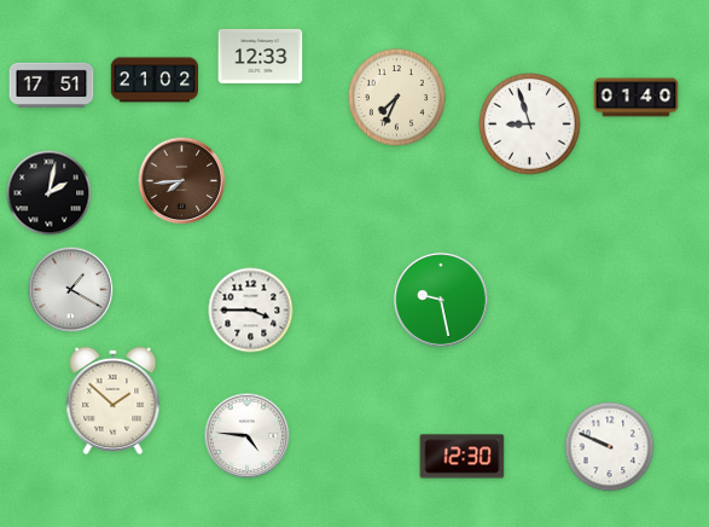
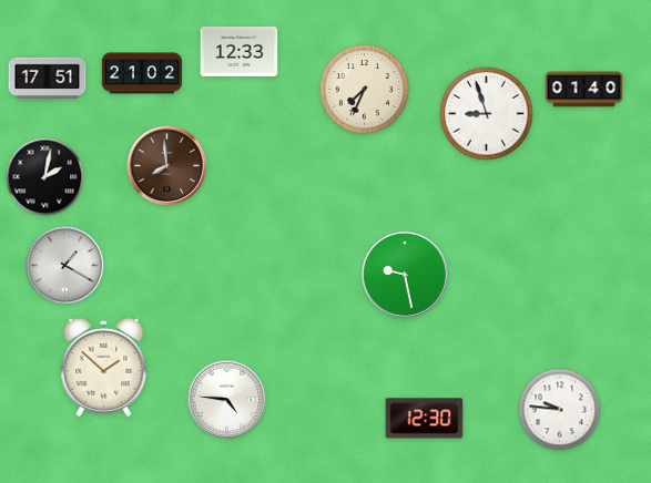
clock at (182, 181): 7:44 -> 7:59
clock at (251, 311): 3:45 -> none
clock at (610, 447): 9:49 -> 9:46
